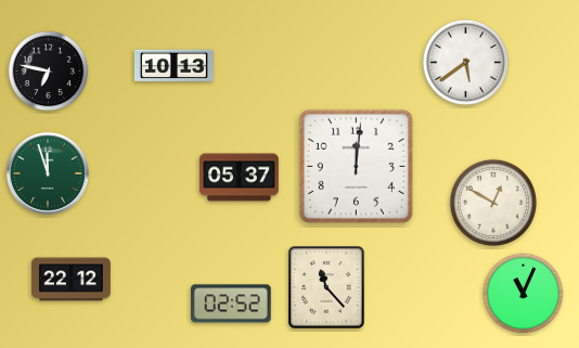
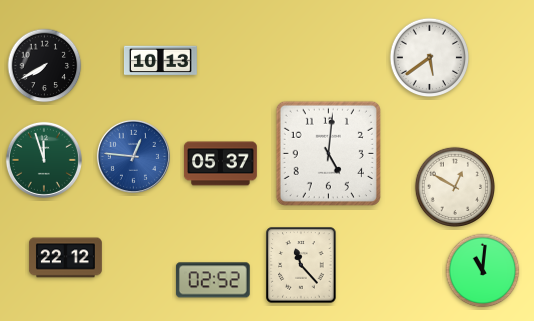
clock at (49, 72): 6:47 -> 7:40
clock at (356, 166): 12:01 -> 5:01
clock at (133, 156): none -> 12:46
clock at (524, 294): 11:04 -> 11:01
